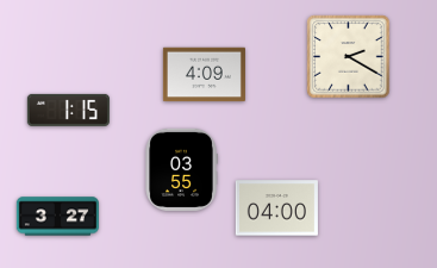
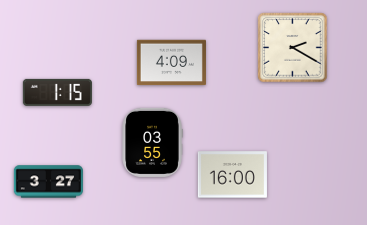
clock at (276, 208): 04:00 -> 16:00
